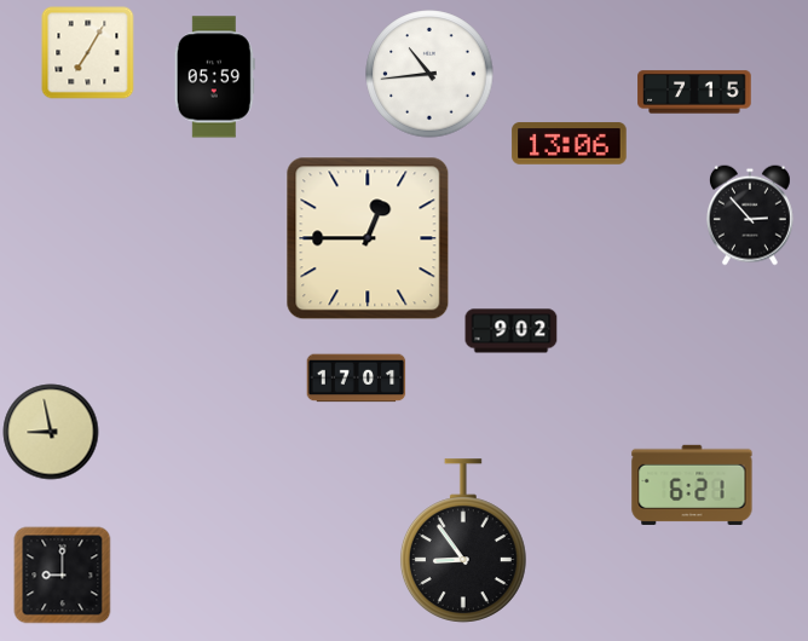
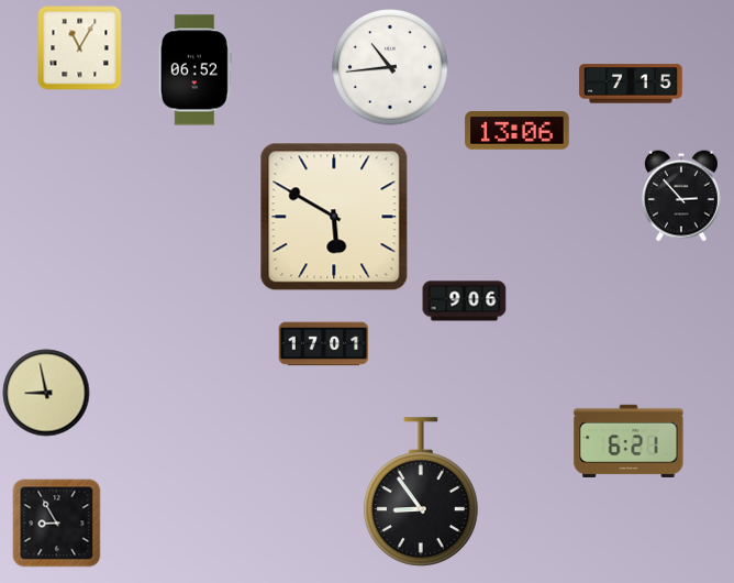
clock at (88, 53): 7:05 -> 11:05
clock at (214, 77): 05:59 -> 06:52
clock at (368, 238): 12:45 -> 5:50
clock at (512, 331): 9:02 -> 9:06
clock at (63, 576): 9:00 -> 8:55
